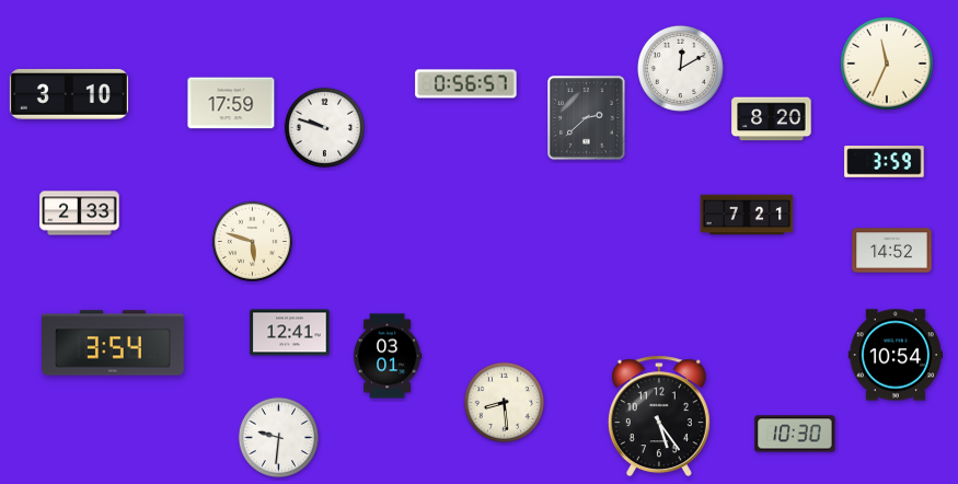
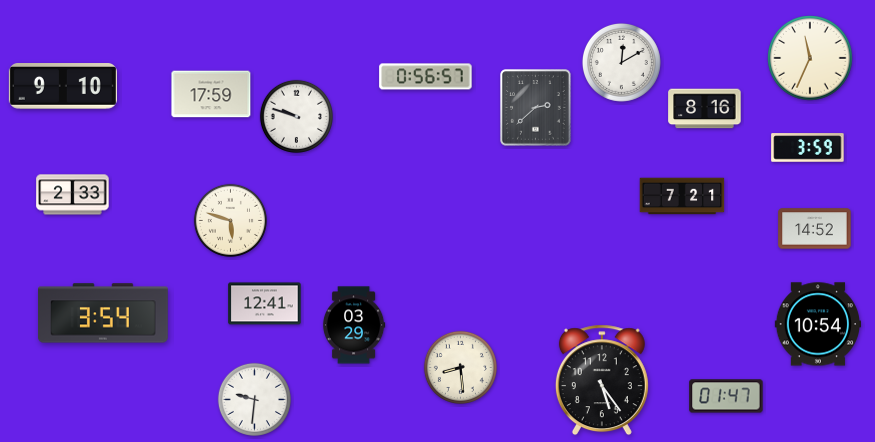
clock at (69, 95): 3:10 -> 9:10
clock at (772, 119): 8:20 -> 8:16
clock at (388, 356): 03:01 -> 03:29
clock at (795, 434): 10:30 -> 01:47
